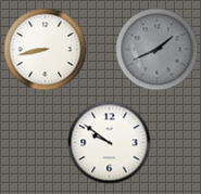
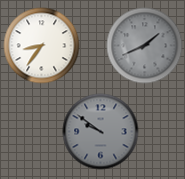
clock at (46, 50): 8:43 -> 8:36
clock at (110, 143) dial: white -> grey
